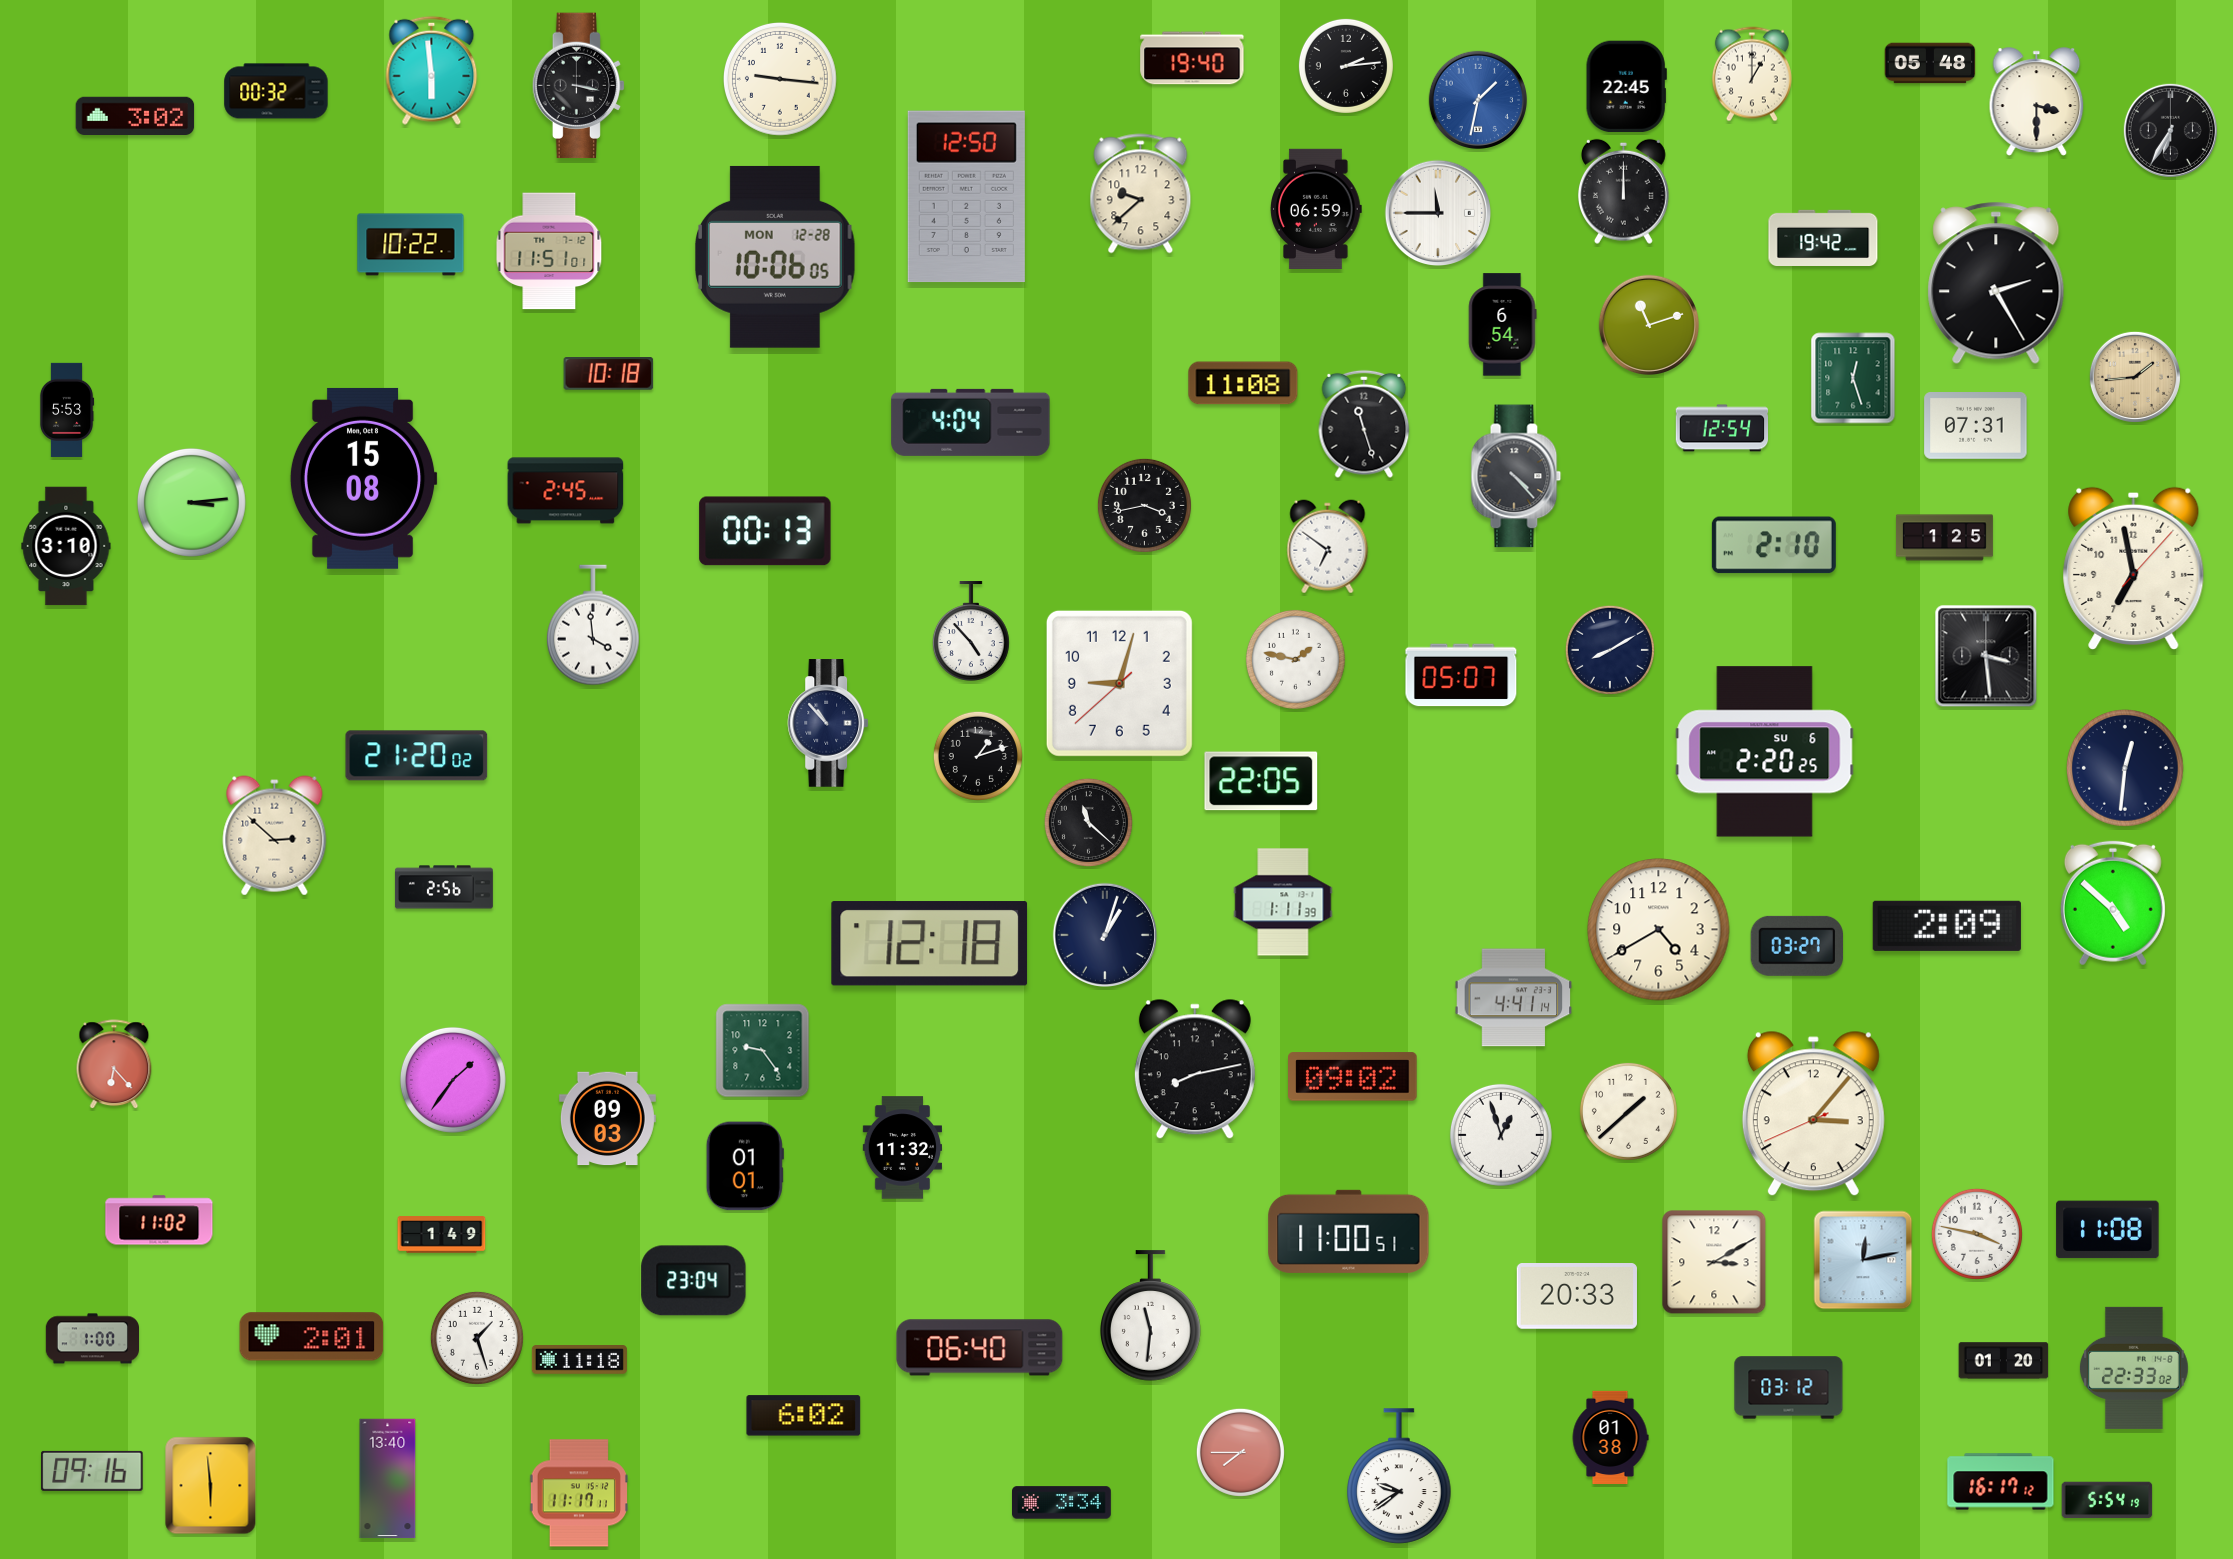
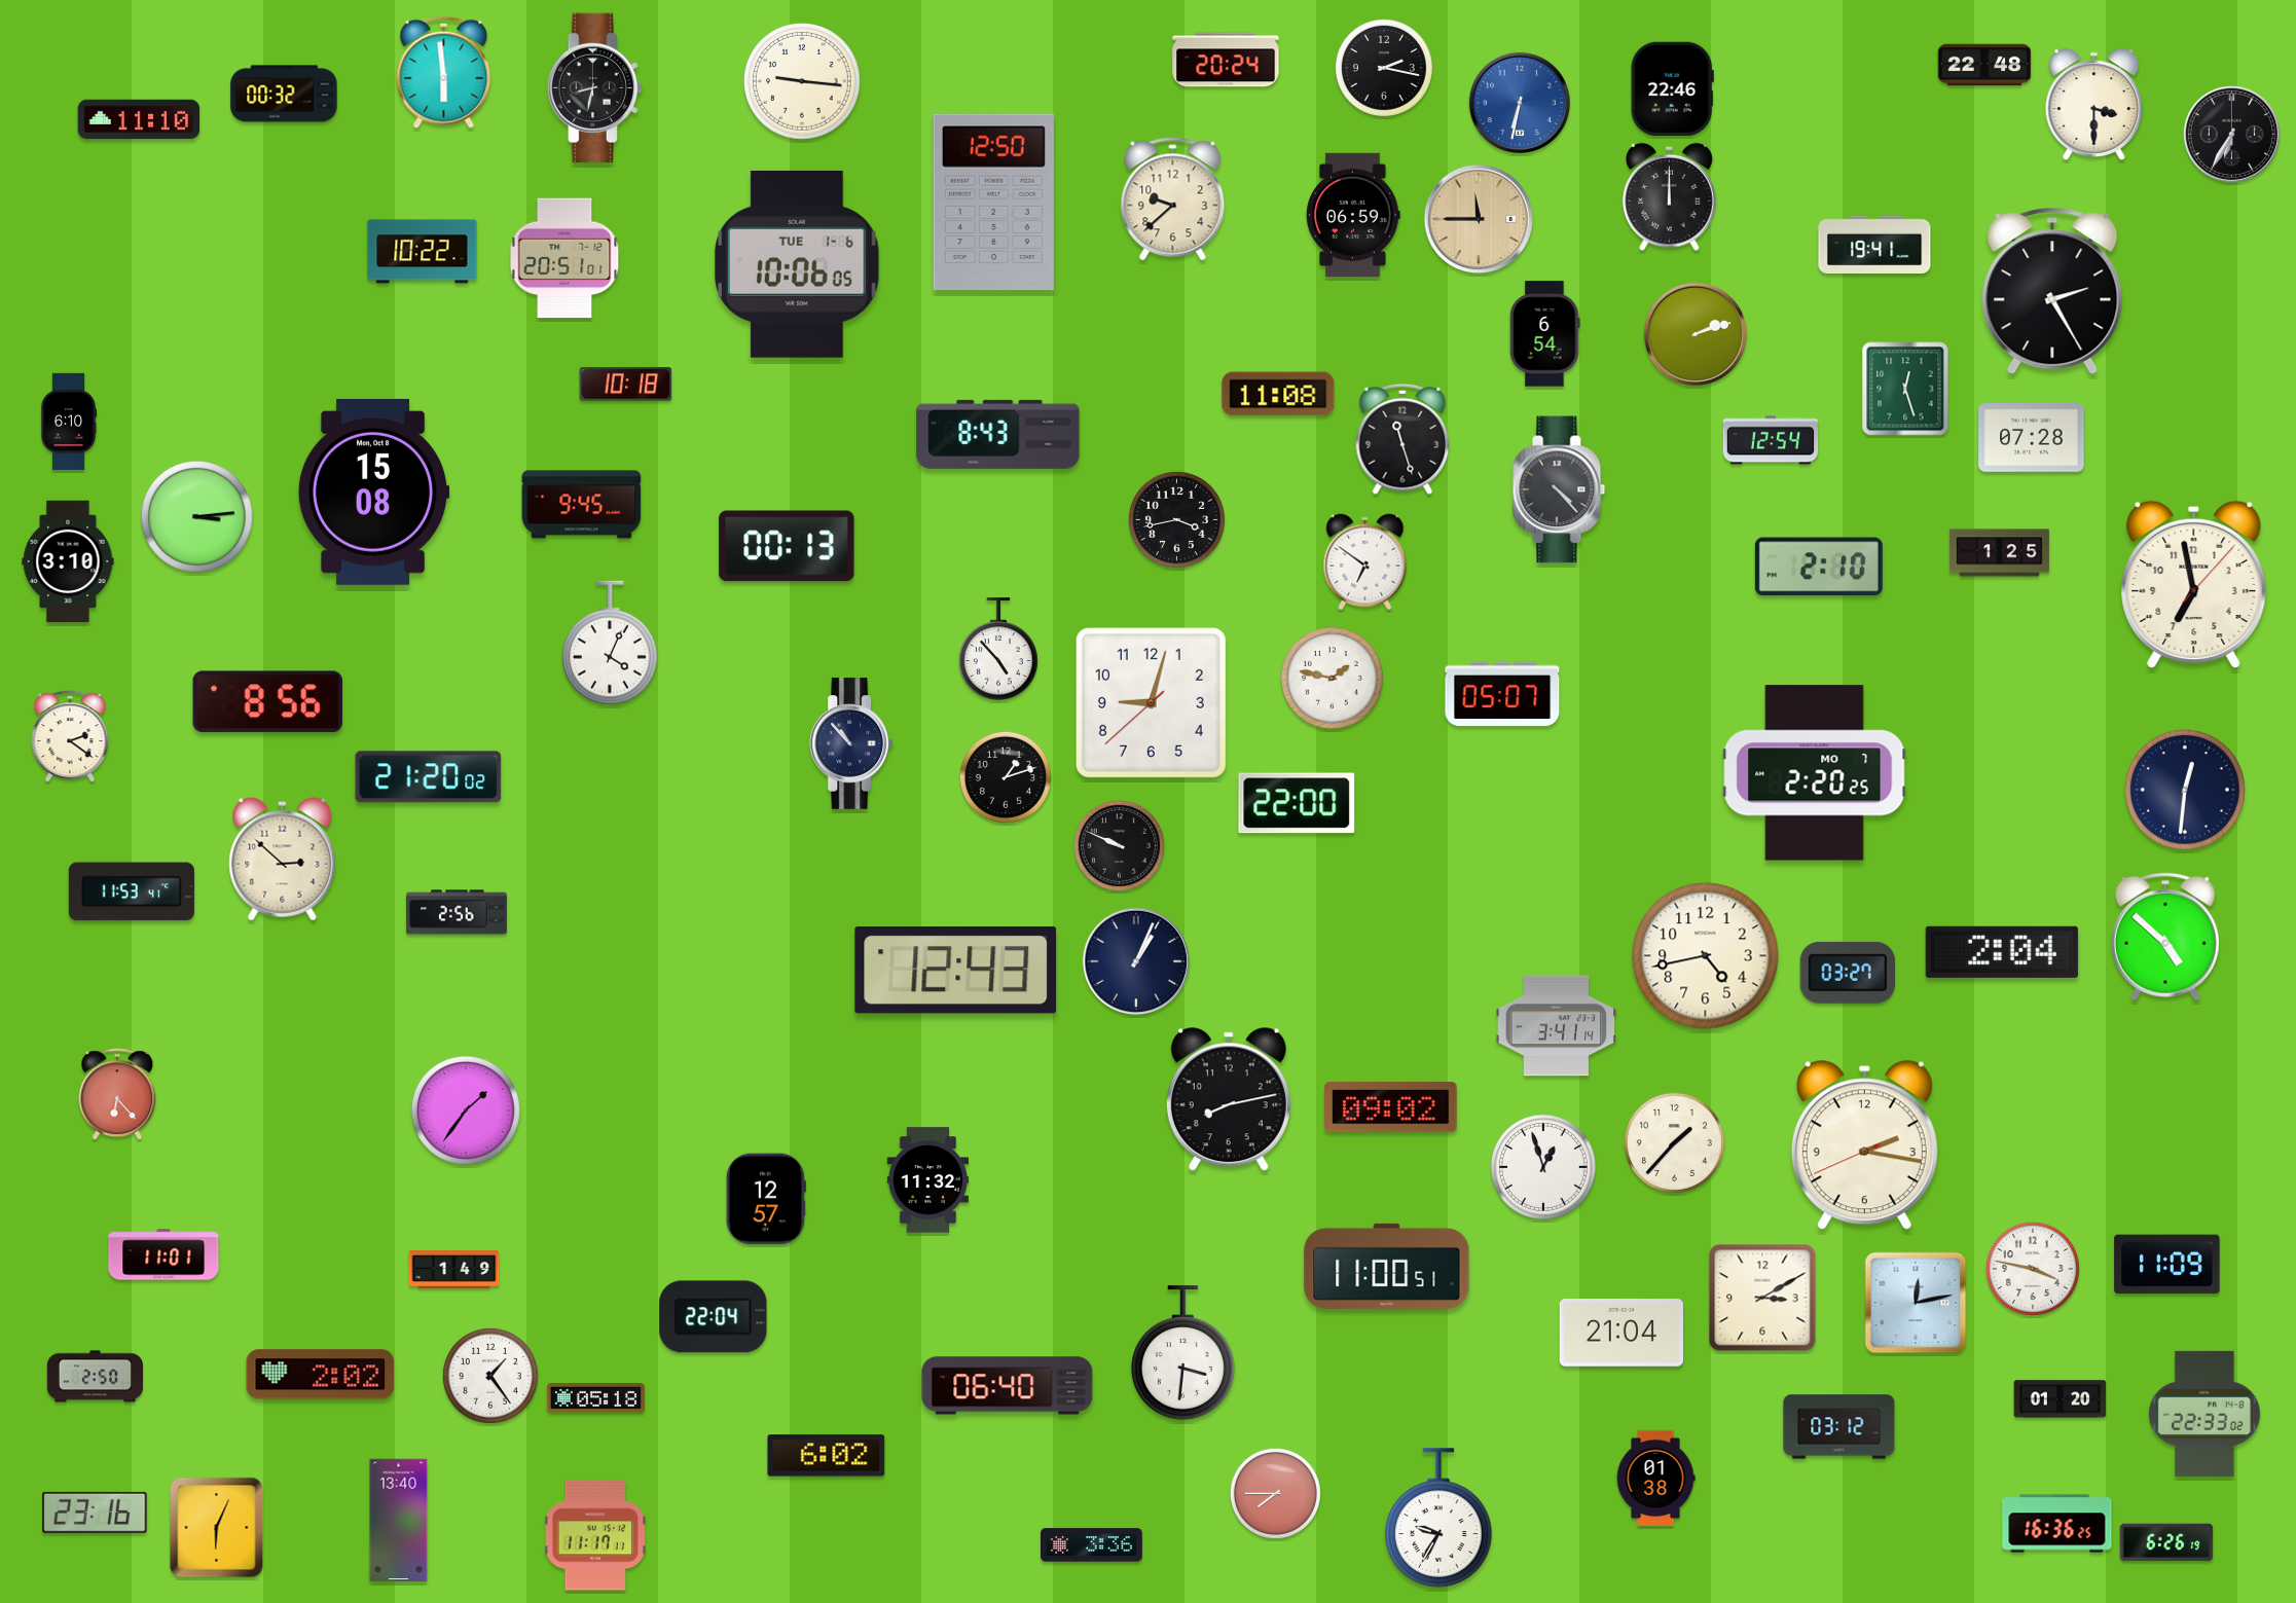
clock at (1192, 58): 19:40 -> 20:24
clock at (1930, 63): 05:48 -> 22:48
clock at (1346, 66): 2:14 -> 2:17
clock at (1752, 74): 1:00 -> none
clock at (578, 86): 3:17 -> 8:32
clock at (1626, 87): 22:45 -> 22:46
clock at (1478, 100): 1:32 -> 6:32
clock at (135, 116): 3:02 -> 11:10
clock at (1437, 212) dial: white -> champagne
clock at (1823, 237): 19:42 -> 19:41
clock at (549, 251): 11:51 -> 20:51
clock at (776, 257) date: MON 12-28 -> TUE 1-6
clock at (1649, 325): 11:12 -> 2:12
clock at (2135, 377): 1:44 -> none
clock at (67, 410): 5:53 -> 6:10
clock at (971, 422): 4:04 -> 8:43
clock at (1364, 424) position: (1364, 424) -> (1402, 439)
clock at (1976, 426): 07:31 -> 07:28
clock at (566, 491): 2:45 -> 9:45
clock at (1774, 545) position: (1774, 545) -> (1819, 567)
clock at (593, 625): 3:59 -> 4:04
clock at (1610, 650): 8:10 -> none
clock at (1986, 656): 3:29 -> none
clock at (267, 702): none -> 8:56
clock at (70, 737): none -> 2:21
clock at (1765, 752) date: SU 6 -> MO 7
clock at (1261, 781): 22:05 -> 22:00
clock at (1088, 822): 11:22 -> 9:49
clock at (132, 891): none -> 11:53
clock at (1283, 902): 1:11 -> none
clock at (2113, 903) position: (2113, 903) -> (2165, 937)
clock at (1947, 926): 2:09 -> 2:04
clock at (1659, 930): 4:40 -> 4:43
clock at (1104, 934): 1:03 -> 1:04
clock at (930, 944): 12:18 -> 12:43
clock at (1514, 998): 4:41 -> 3:41
clock at (763, 1051): 9:24 -> none
clock at (1628, 1111): 1:38 -> 1:37
clock at (1813, 1114): 3:06 -> 2:16
clock at (607, 1119): 09:03 -> none
clock at (745, 1166): 01:01 -> 12:57
clock at (159, 1220): 11:02 -> 11:01
clock at (2108, 1230): 11:08 -> 11:09
clock at (1863, 1260) position: (1863, 1260) -> (1916, 1303)
clock at (694, 1281): 23:04 -> 22:04
clock at (1577, 1297): 20:33 -> 21:04
clock at (1151, 1316): 11:31 -> 3:31
clock at (312, 1337): 2:01 -> 2:02
clock at (477, 1338): 1:27 -> 1:24
clock at (92, 1339): 1:00 -> 2:50
clock at (579, 1360): 11:18 -> 05:18
clock at (2134, 1368) position: (2134, 1368) -> (2204, 1414)
clock at (92, 1471): 09:16 -> 23:16
clock at (1399, 1476): 9:39 -> 9:35
clock at (2001, 1482): 16:17 -> 16:36
clock at (211, 1486): 5:59 -> 6:04
clock at (2107, 1500): 5:54 -> 6:26
clock at (1062, 1503): 3:34 -> 3:36
